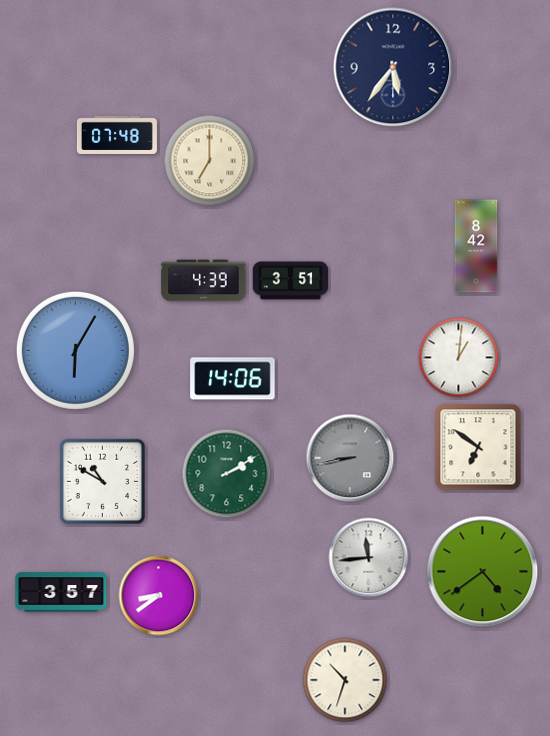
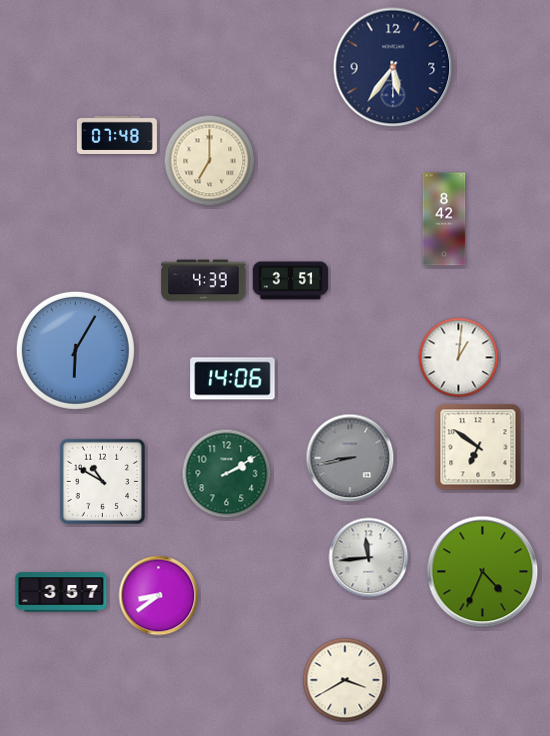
clock at (476, 246) position: (476, 246) -> (444, 219)
clock at (483, 572): 4:39 -> 4:34
clock at (345, 680): 10:33 -> 3:40
